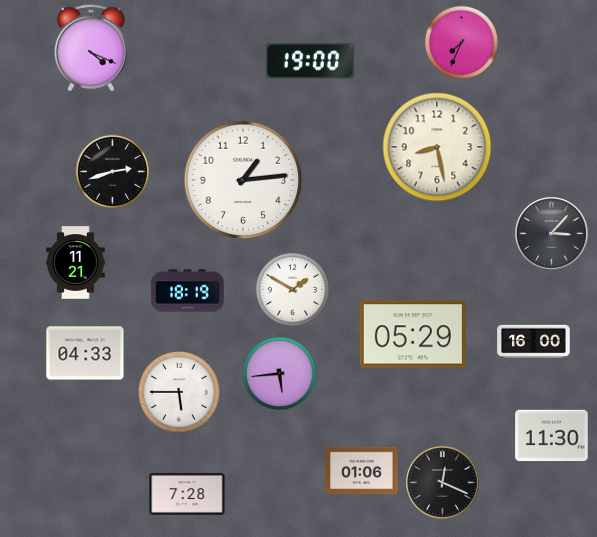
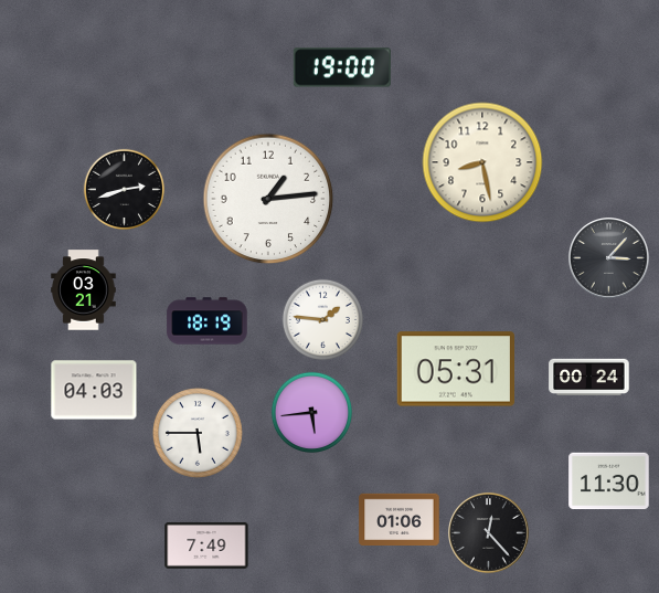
clock at (461, 42): 7:34 -> none
clock at (91, 48): 4:19 -> none
clock at (76, 263): 11:21 -> 03:21
clock at (292, 289): 1:50 -> 1:46
clock at (412, 334): 05:29 -> 05:31
clock at (534, 341): 16:00 -> 00:24
clock at (85, 353): 04:33 -> 04:03
clock at (279, 373) position: (279, 373) -> (311, 412)
clock at (443, 483): 12:19 -> 12:23
clock at (187, 494): 7:28 -> 7:49
